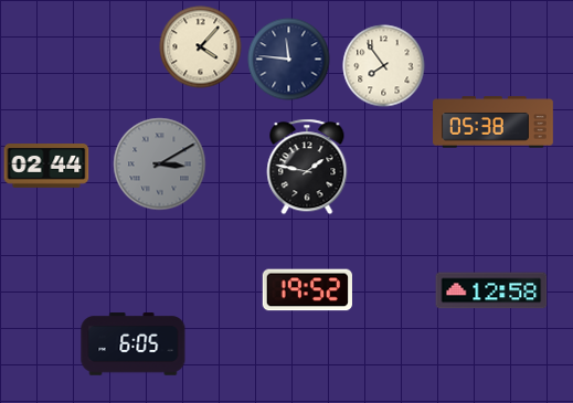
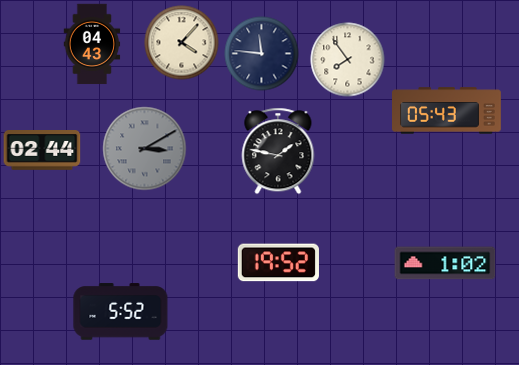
clock at (92, 44): none -> 04:43
clock at (494, 123): 05:38 -> 05:43
clock at (491, 290): 12:58 -> 1:02
clock at (134, 344): 6:05 -> 5:52
